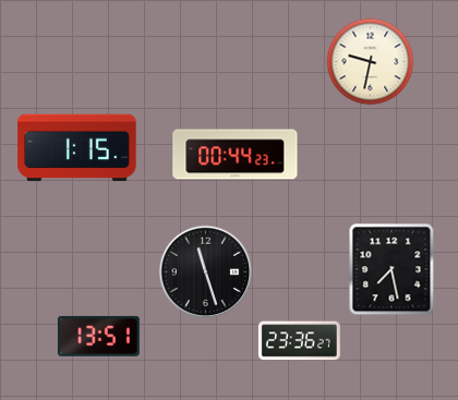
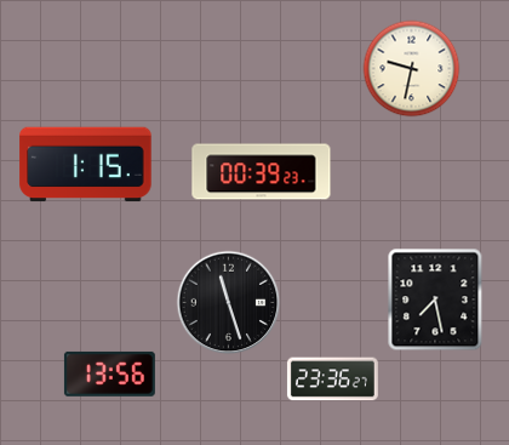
clock at (236, 155): 00:44 -> 00:39
clock at (98, 336): 13:51 -> 13:56
